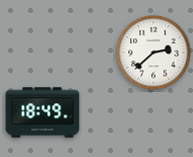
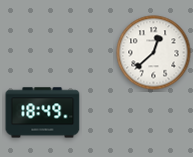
clock at (154, 53): 2:38 -> 12:38
